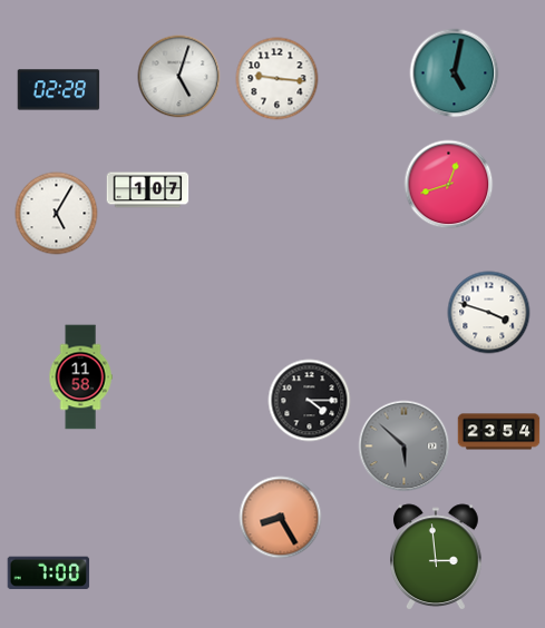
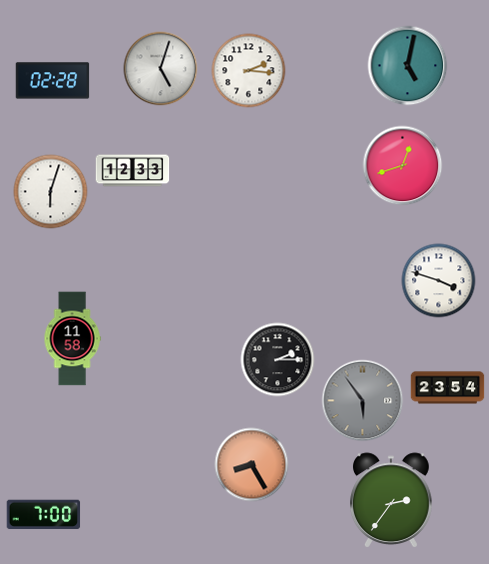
clock at (278, 79): 9:16 -> 2:16
clock at (148, 190): 1:07 -> 12:33
clock at (57, 214): 5:05 -> 6:03
clock at (310, 401): 4:15 -> 2:15
clock at (405, 447): 5:52 -> 5:54
clock at (437, 557): 2:59 -> 2:36
